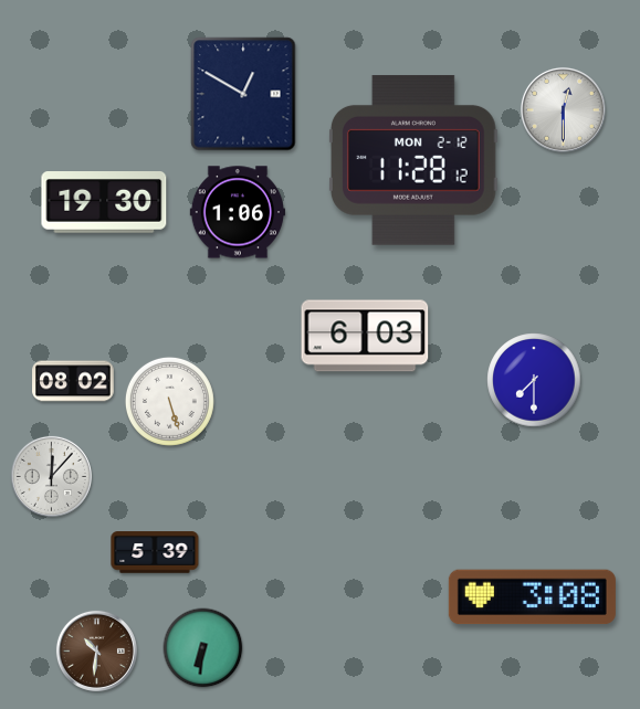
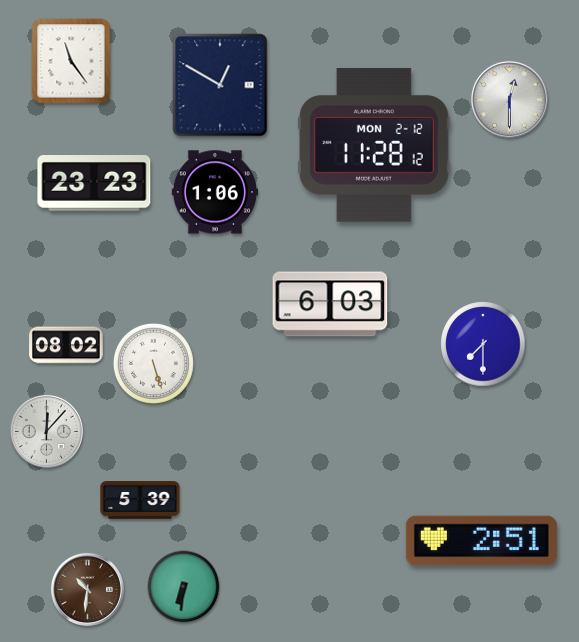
clock at (71, 61): none -> 11:24
clock at (104, 203): 19:30 -> 23:23
clock at (532, 597): 3:08 -> 2:51
